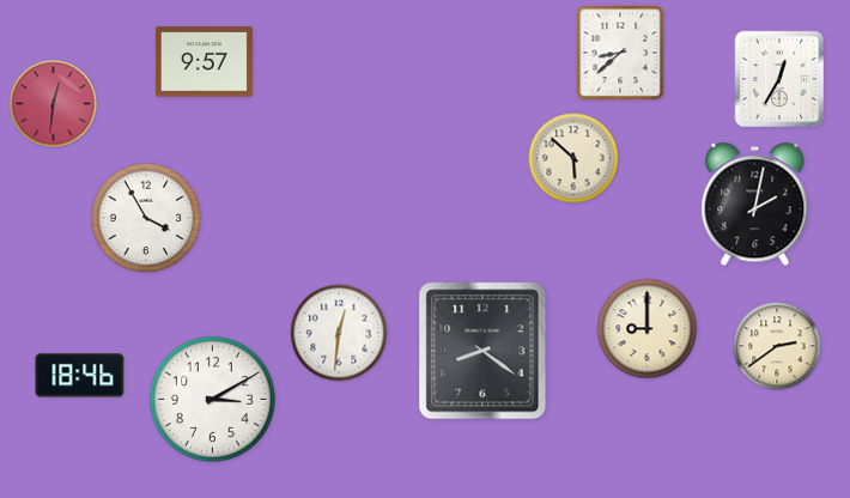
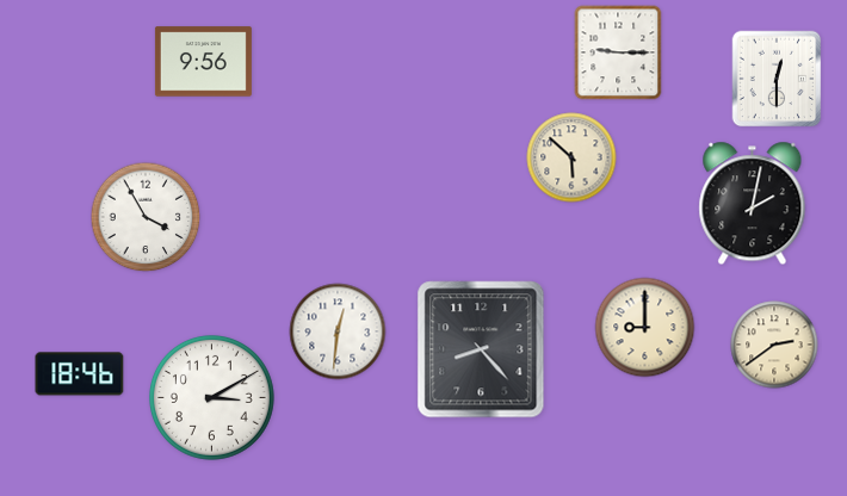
clock at (620, 53): 8:38 -> 9:15
clock at (204, 62): 9:57 -> 9:56
clock at (779, 79): 12:35 -> 12:30
clock at (54, 104): 12:31 -> none
clock at (482, 351): 8:21 -> 8:23
